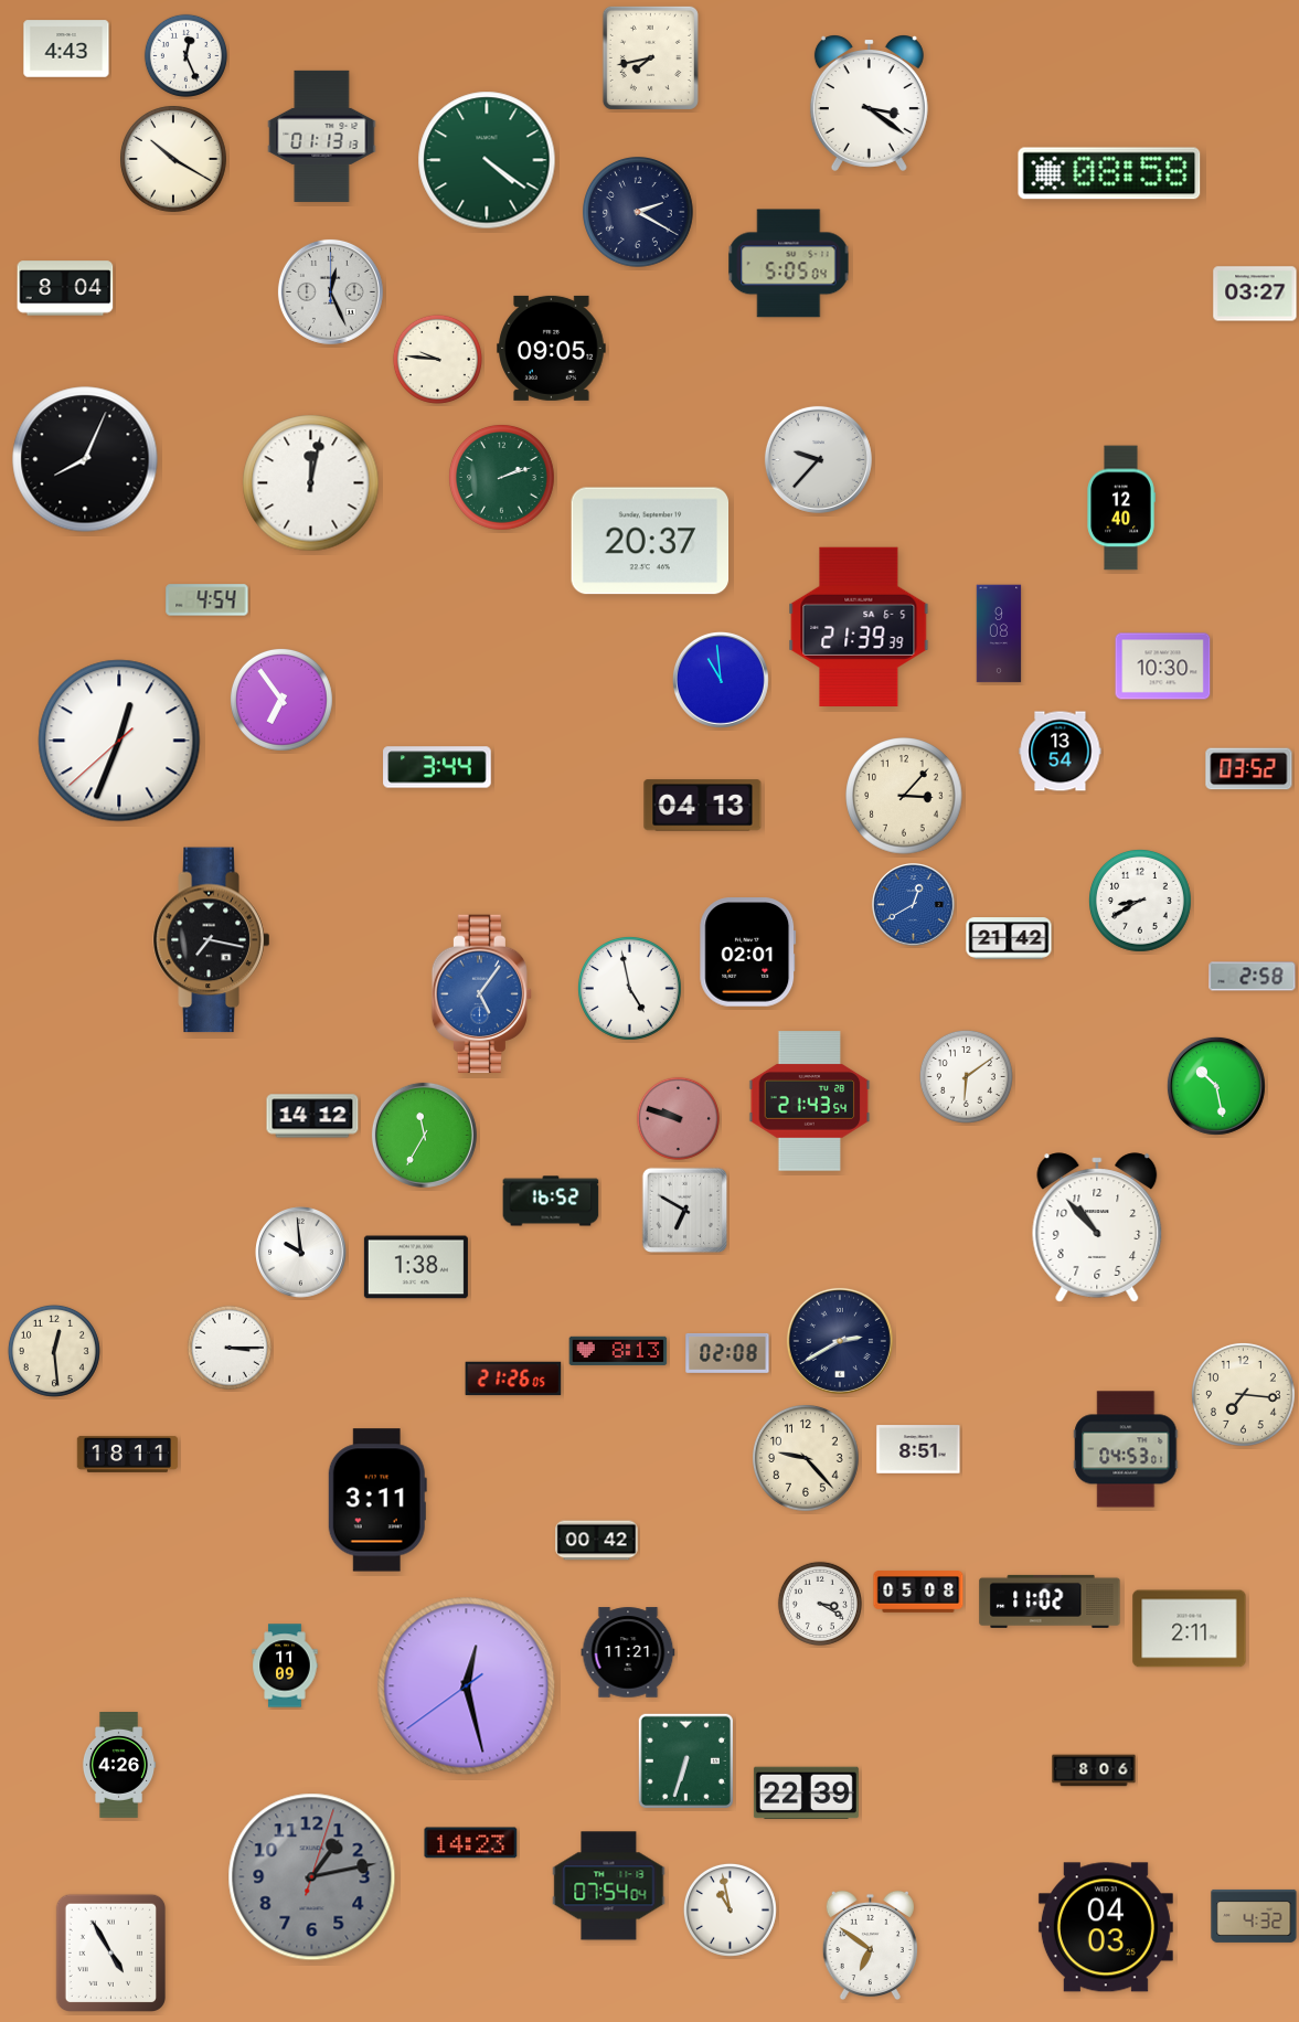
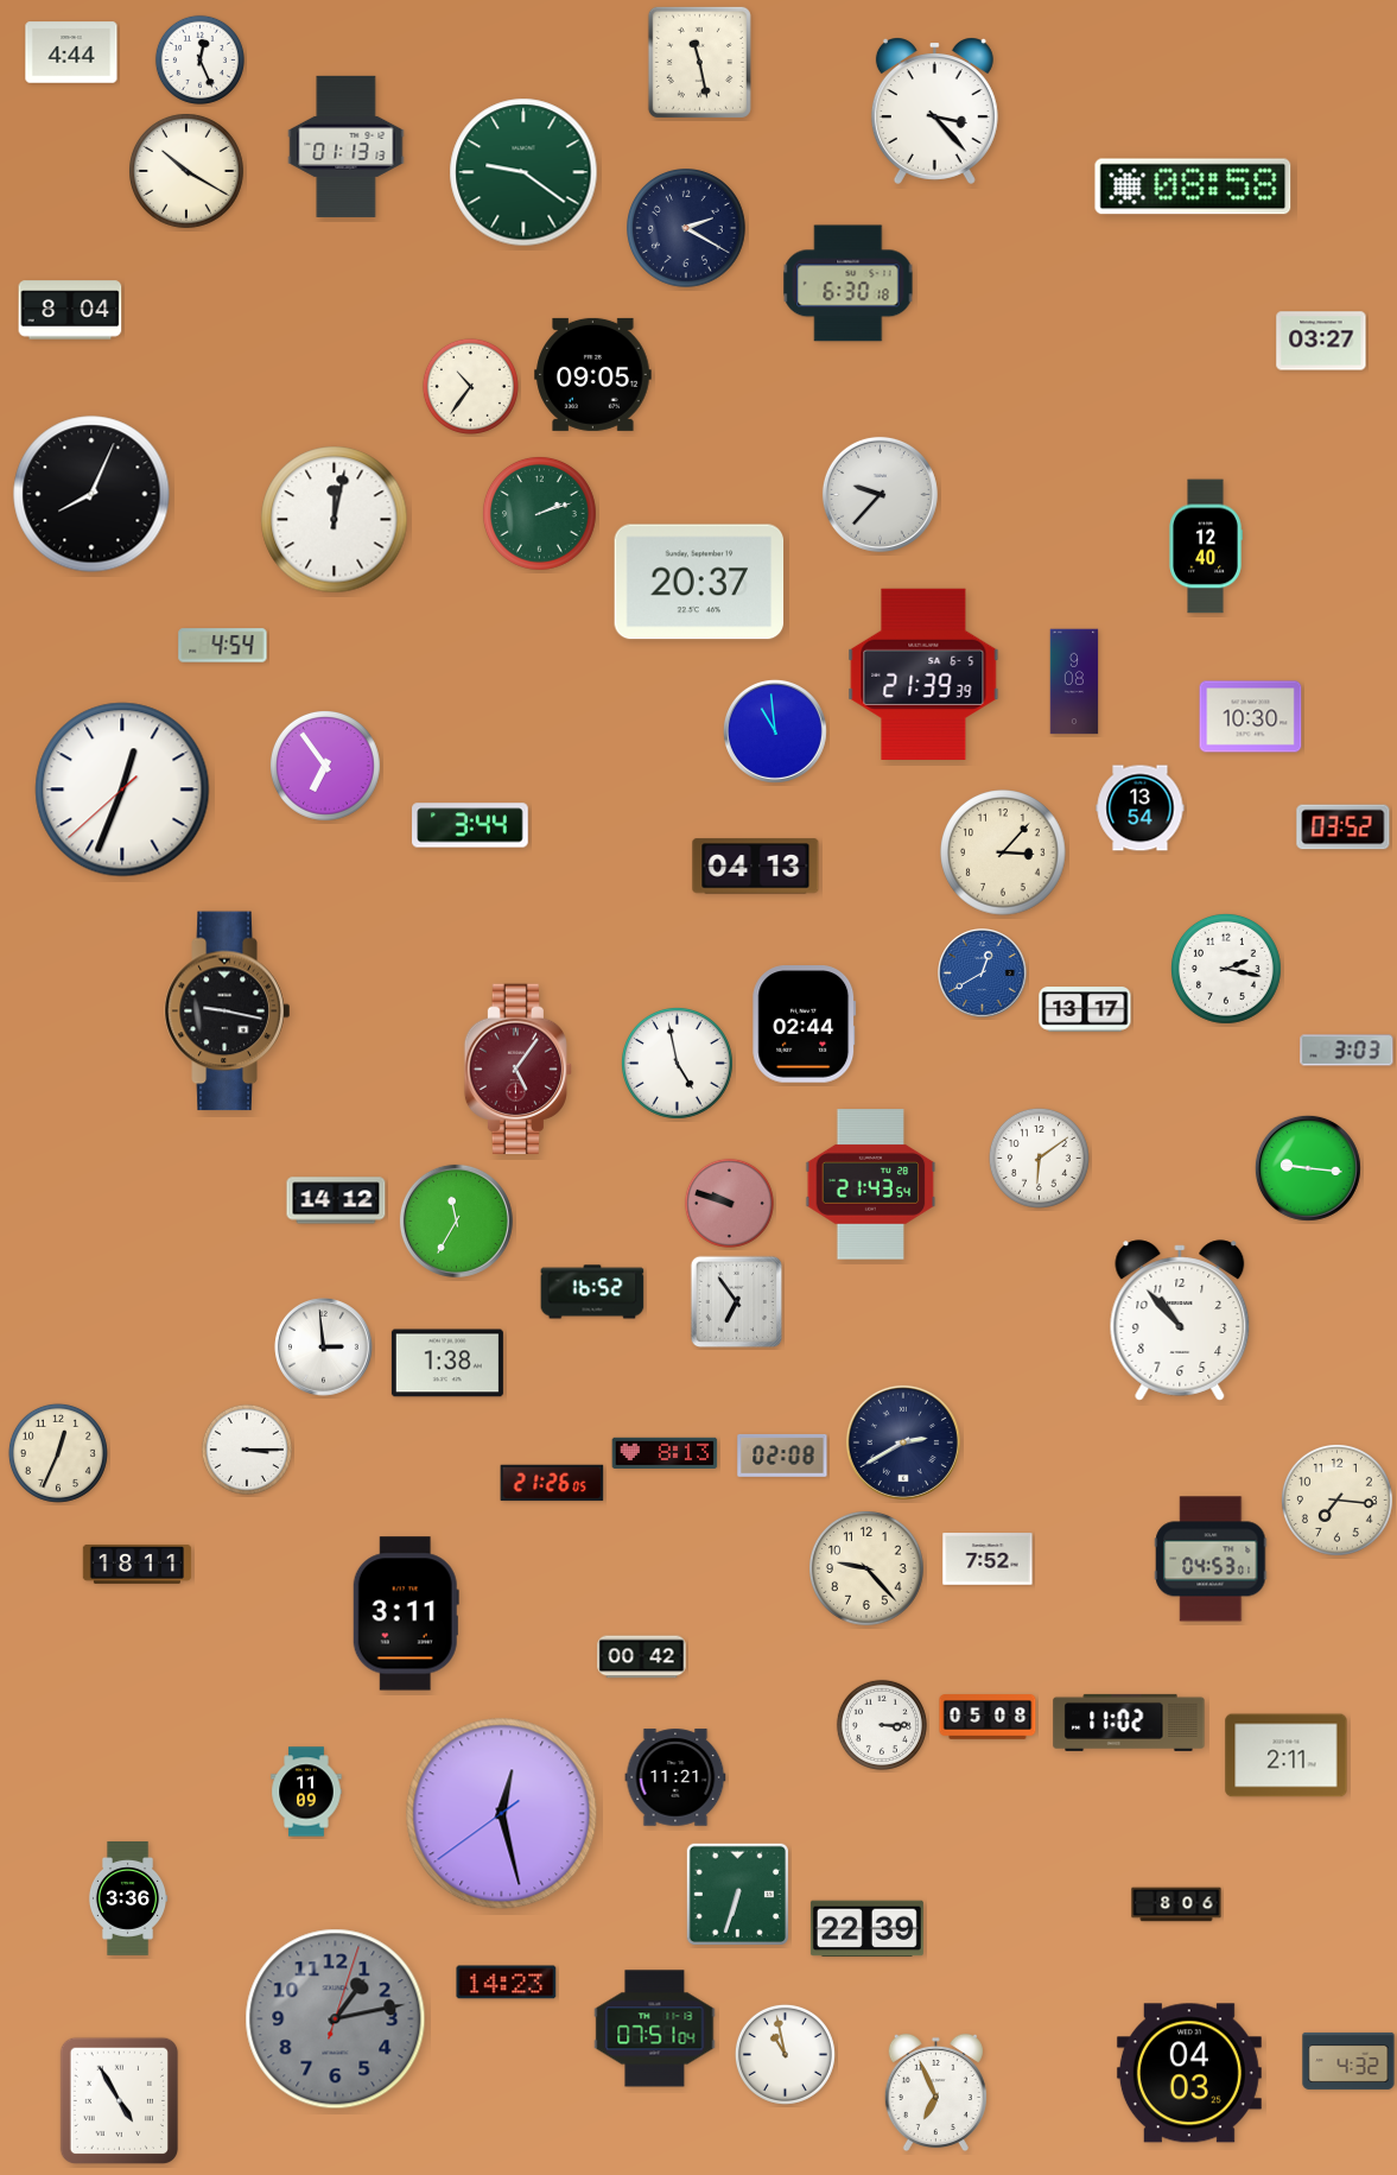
clock at (66, 49): 4:43 -> 4:44
clock at (650, 57): 7:43 -> 11:28
clock at (869, 103): 3:21 -> 3:23
clock at (487, 160): 4:21 -> 9:21
clock at (789, 264): 5:05 -> 6:30
clock at (330, 291): 12:26 -> none
clock at (1255, 294) position: (1255, 294) -> (1321, 341)
clock at (437, 359): 9:46 -> 10:36
clock at (281, 700) position: (281, 700) -> (325, 766)
clock at (119, 741) position: (119, 741) -> (122, 790)
clock at (904, 796) position: (904, 796) -> (1003, 852)
clock at (1140, 901): 8:40 -> 2:17
clock at (1009, 938): 21:42 -> 13:17
clock at (212, 940): 7:17 -> 9:17
clock at (748, 953): 02:01 -> 02:44
clock at (1253, 977): 2:58 -> 3:03
clock at (481, 994) dial: blue -> burgundy
clock at (1216, 1086): 10:28 -> 9:16
clock at (685, 1211): 6:50 -> 6:54
clock at (301, 1253): 9:59 -> 2:59
clock at (54, 1351): 12:29 -> 12:34
clock at (918, 1449): 8:51 -> 7:52
clock at (918, 1592) position: (918, 1592) -> (988, 1717)
clock at (820, 1604): 3:20 -> 3:15
clock at (1190, 1629) position: (1190, 1629) -> (1287, 1756)
clock at (119, 1766): 4:26 -> 3:36
clock at (609, 1886): 07:54 -> 07:51
clock at (870, 1946): 6:51 -> 6:56
